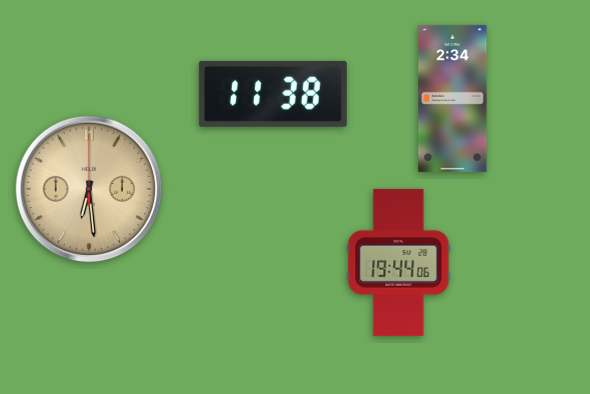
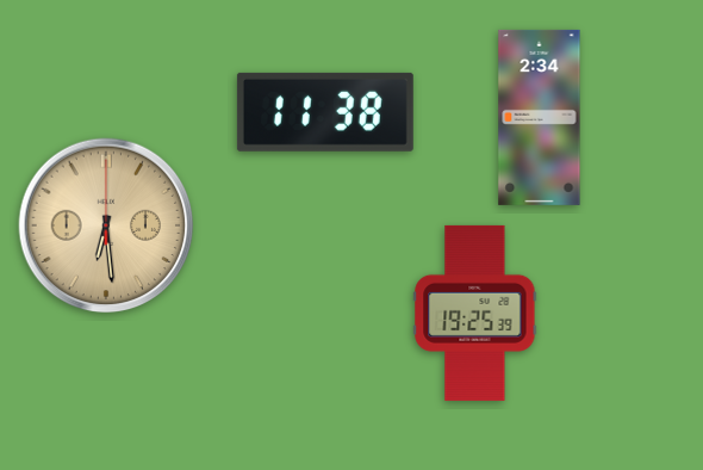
clock at (399, 262): 19:44 -> 19:25
